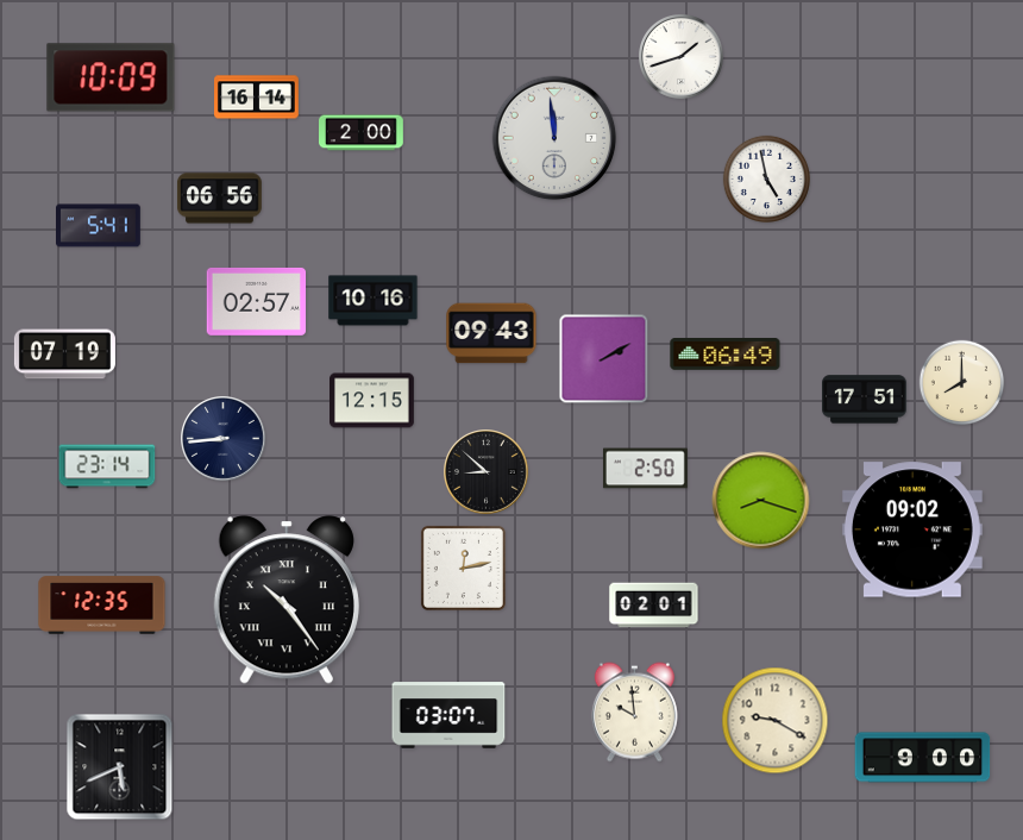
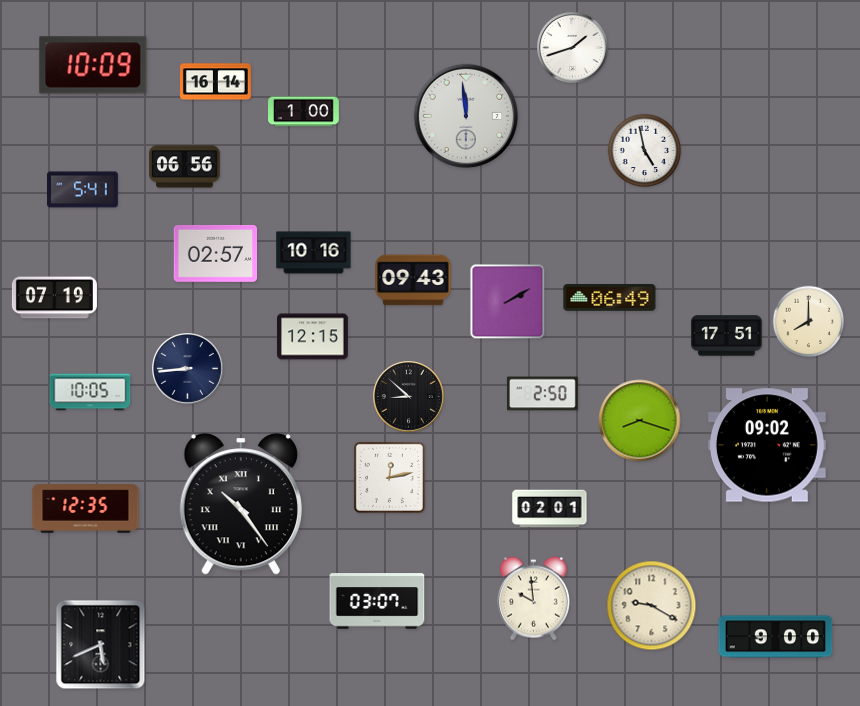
clock at (362, 133): 2:00 -> 1:00
clock at (107, 466): 23:14 -> 10:05
